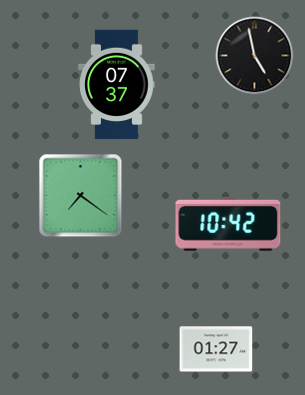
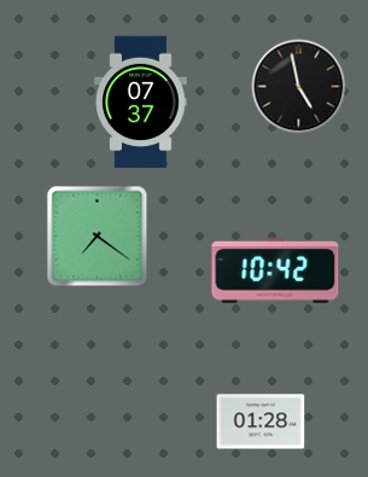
clock at (255, 56) position: (255, 56) -> (299, 87)
clock at (216, 349): 01:27 -> 01:28
